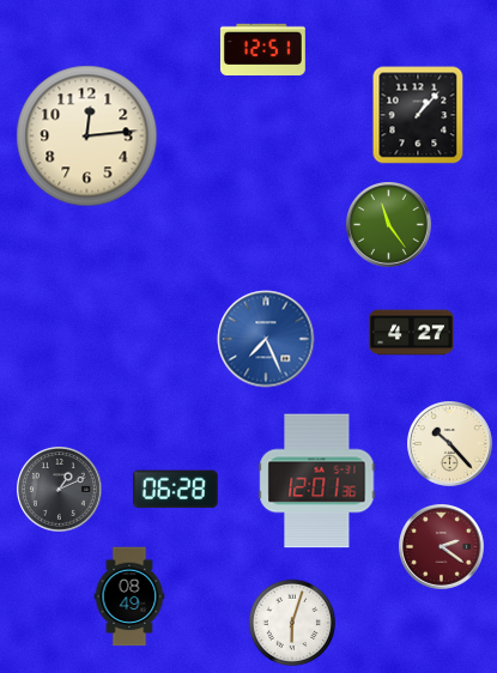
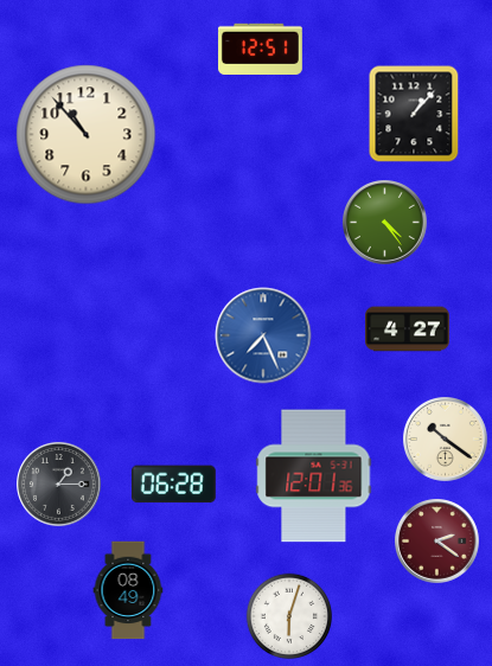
clock at (87, 137): 12:14 -> 10:53
clock at (389, 225): 11:24 -> 4:24
clock at (450, 444): 10:23 -> 10:21
clock at (60, 490): 1:11 -> 1:15
